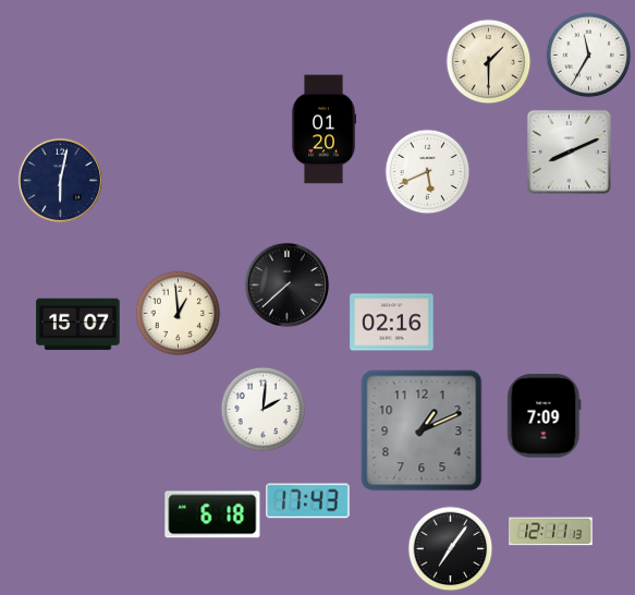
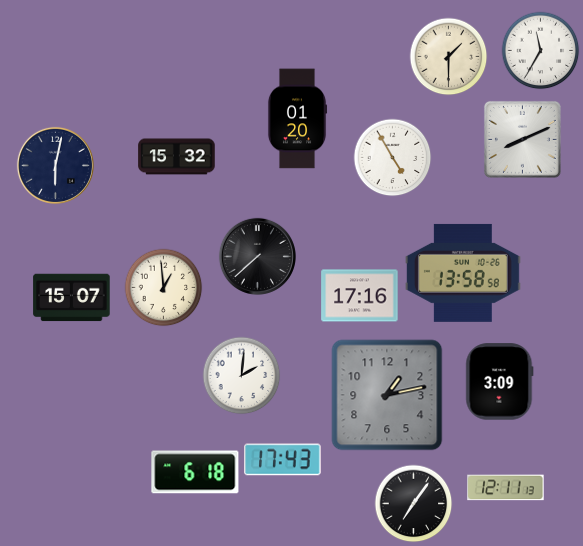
clock at (177, 157): none -> 15:32
clock at (427, 171): 5:41 -> 4:55
clock at (286, 284) position: (286, 284) -> (257, 256)
clock at (463, 273): none -> 13:58
clock at (392, 323): 02:16 -> 17:16
clock at (545, 416): 7:09 -> 3:09
clock at (422, 430): 1:11 -> 1:13
